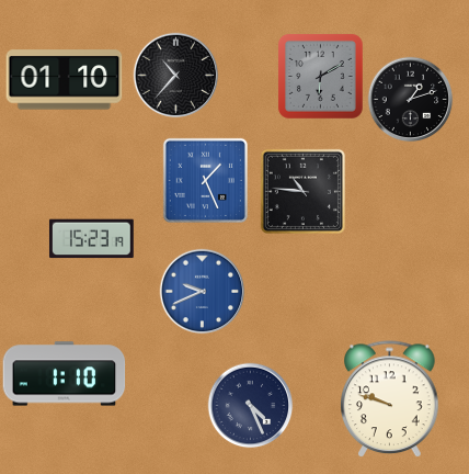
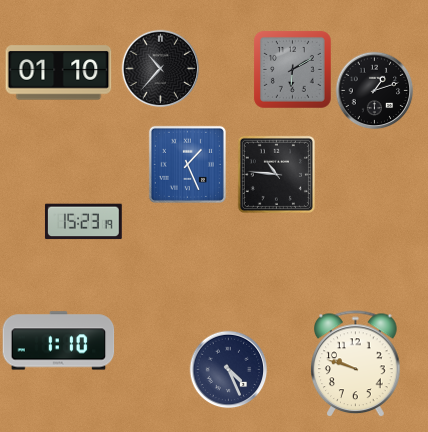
clock at (91, 239) position: (91, 239) -> (83, 222)
clock at (202, 291): 9:41 -> none
